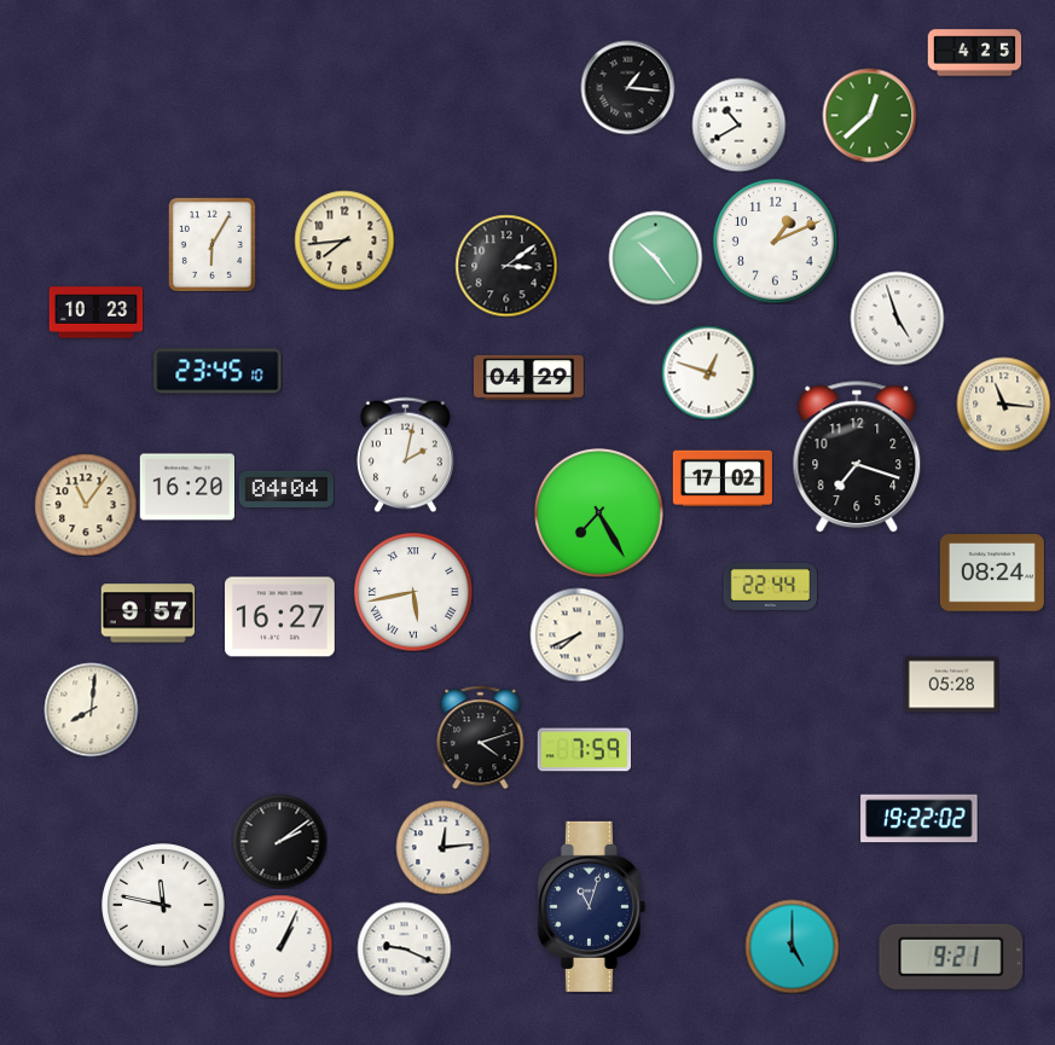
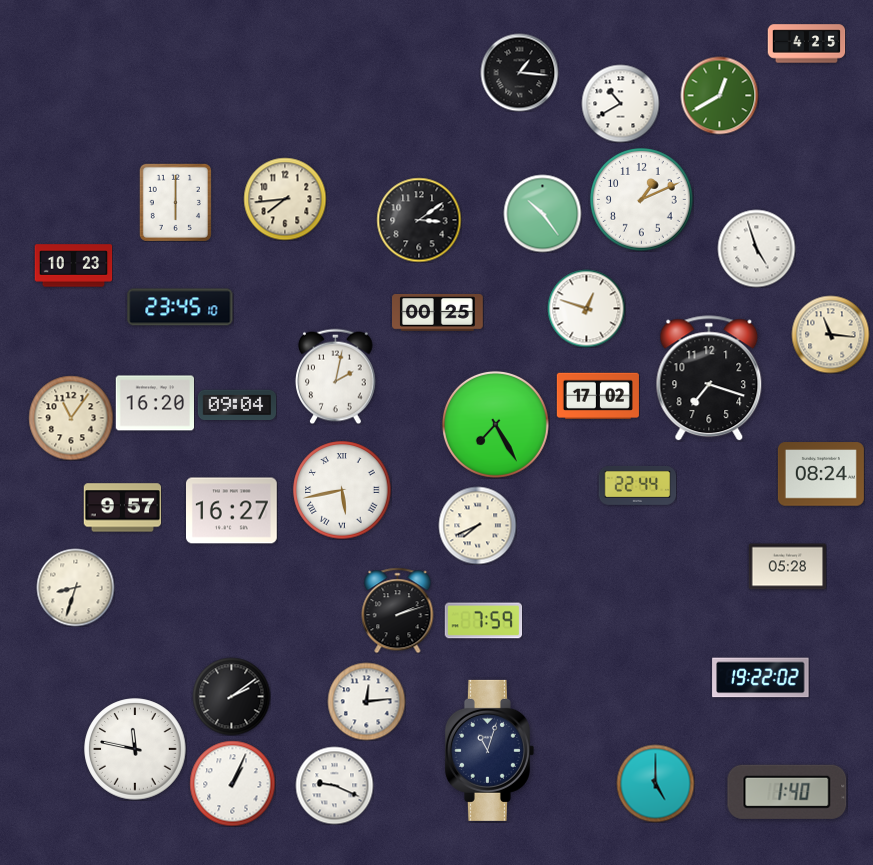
clock at (869, 115): 12:38 -> 12:40
clock at (738, 124) position: (738, 124) -> (620, 103)
clock at (211, 244): 6:05 -> 6:00
clock at (95, 313) position: (95, 313) -> (73, 266)
clock at (897, 318) position: (897, 318) -> (756, 248)
clock at (529, 378): 04:29 -> 00:25
clock at (286, 489): 04:04 -> 09:04
clock at (91, 709): 8:01 -> 8:33
clock at (481, 737): 4:12 -> 2:12
clock at (951, 957): 9:21 -> 1:40
